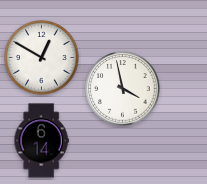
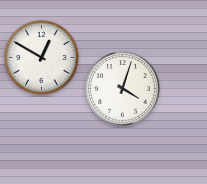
clock at (123, 89): 3:58 -> 4:03
clock at (41, 141): 6:14 -> none
